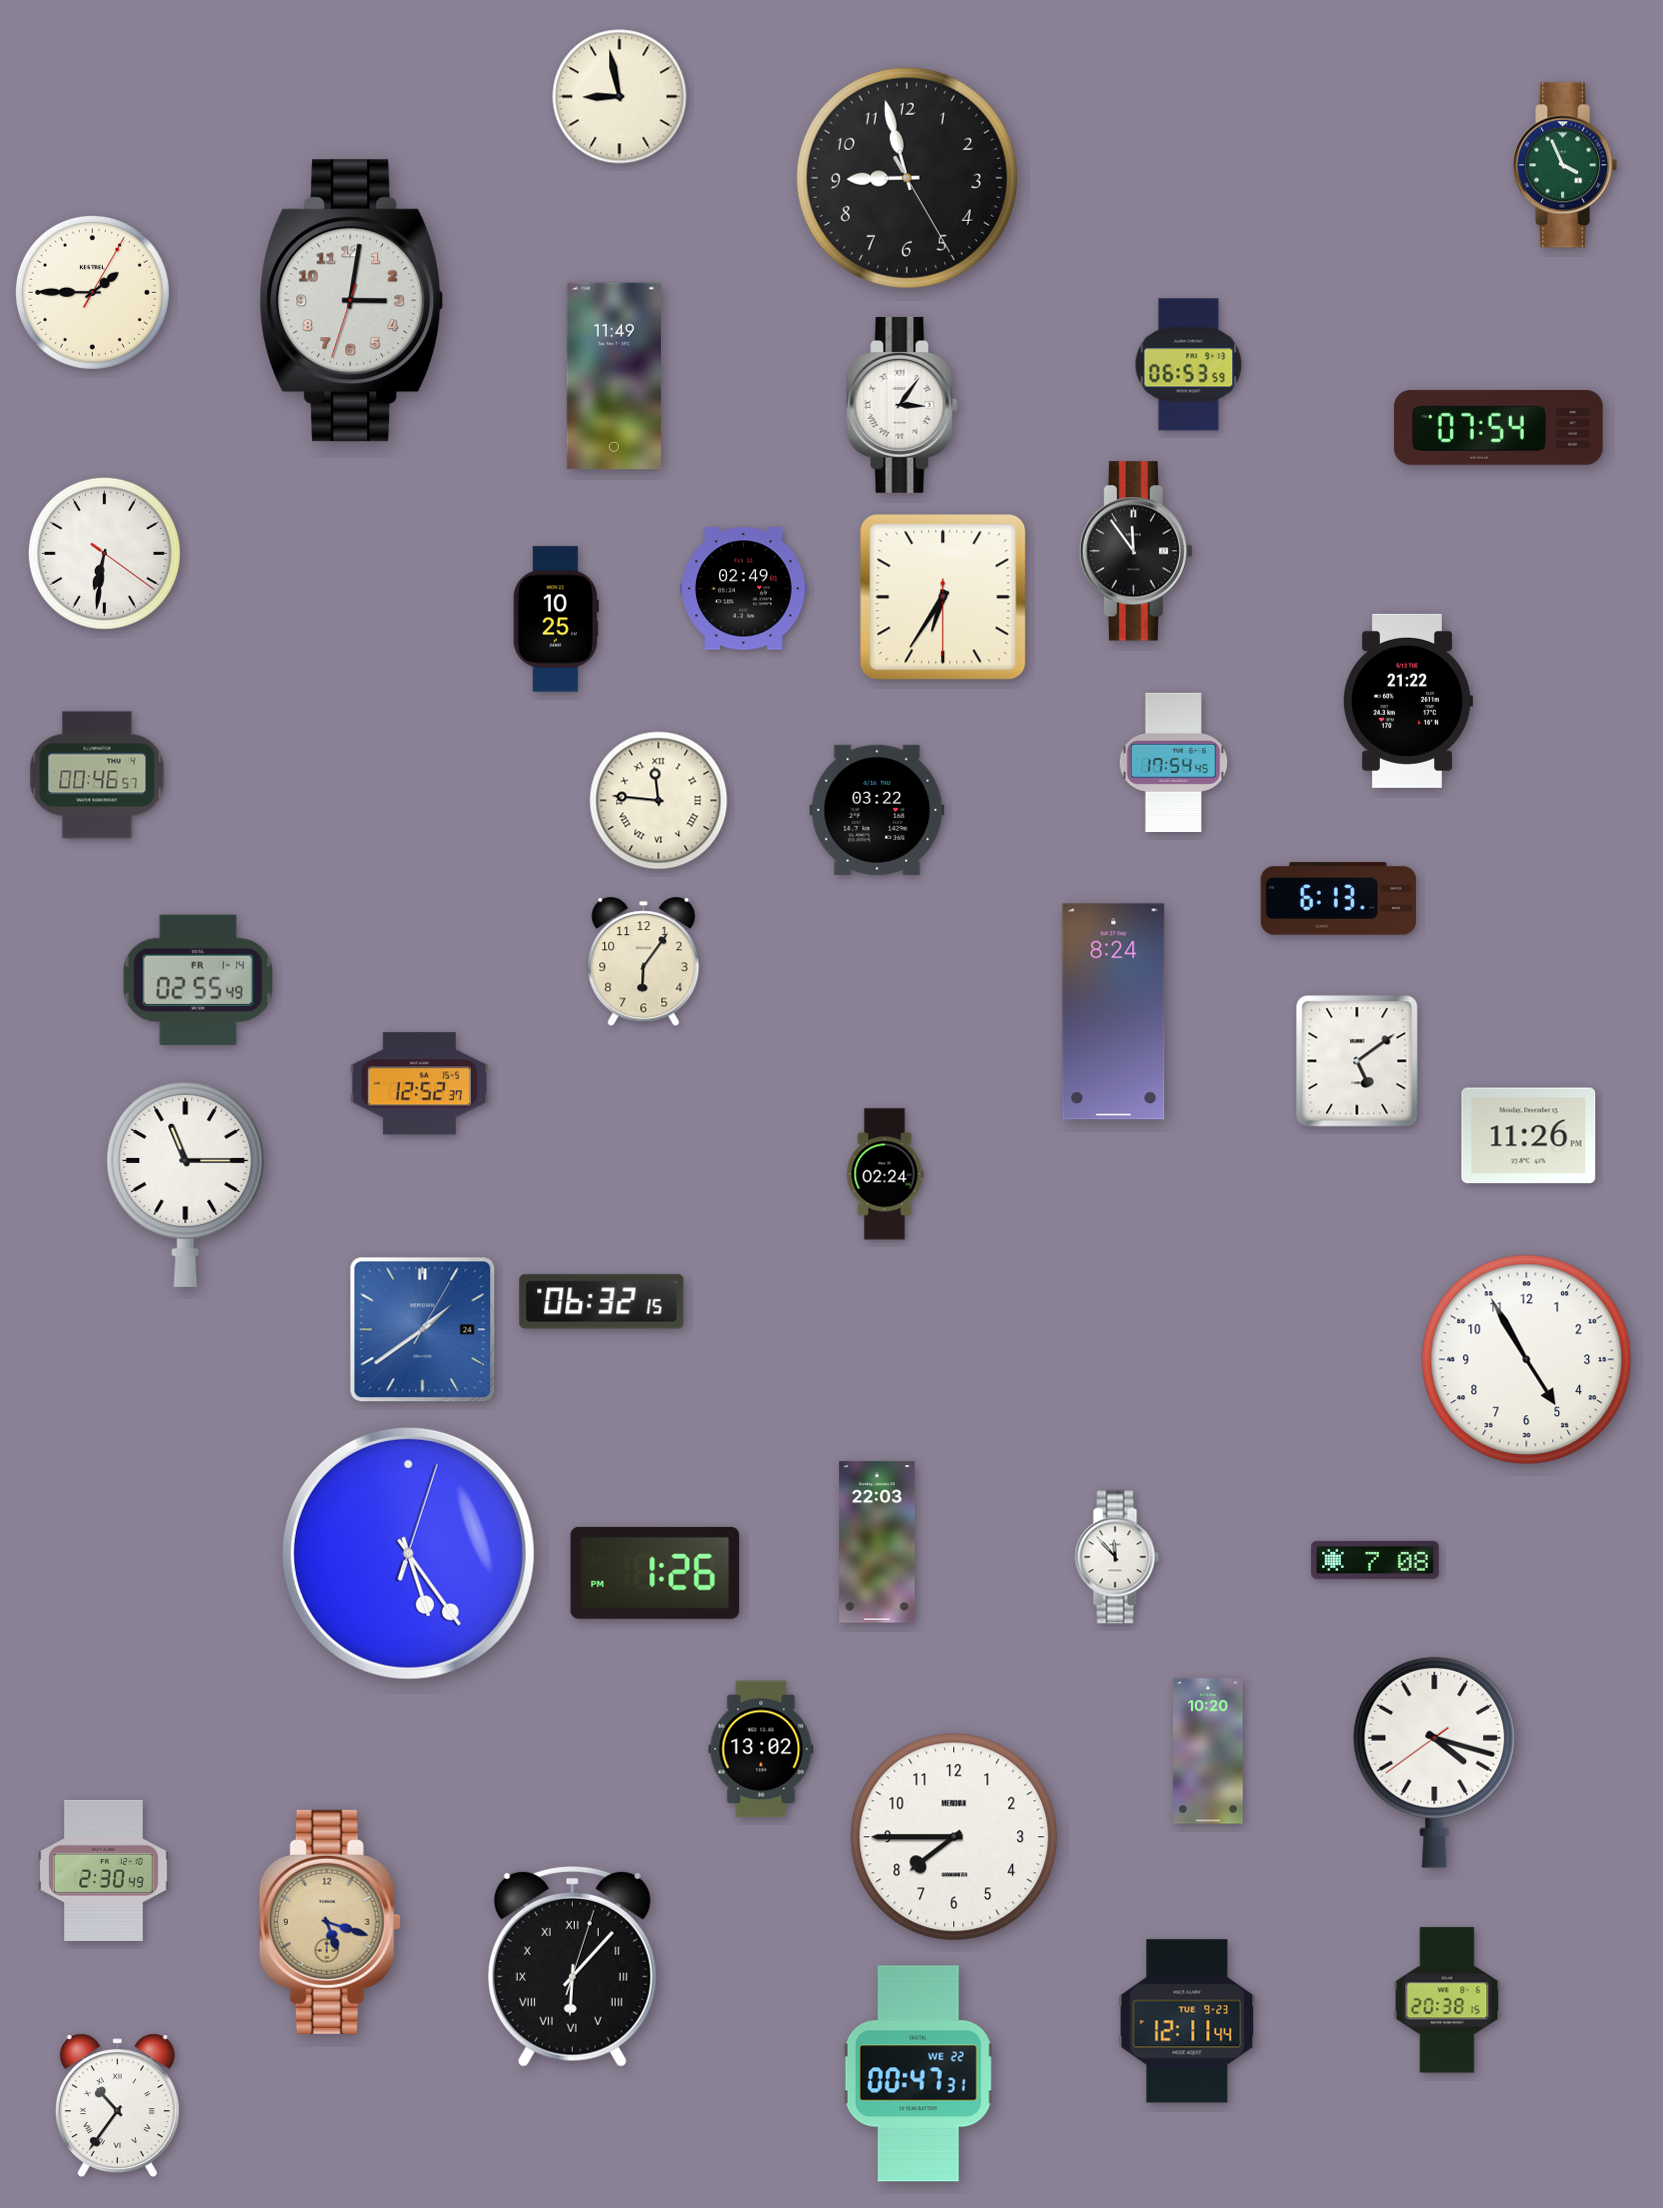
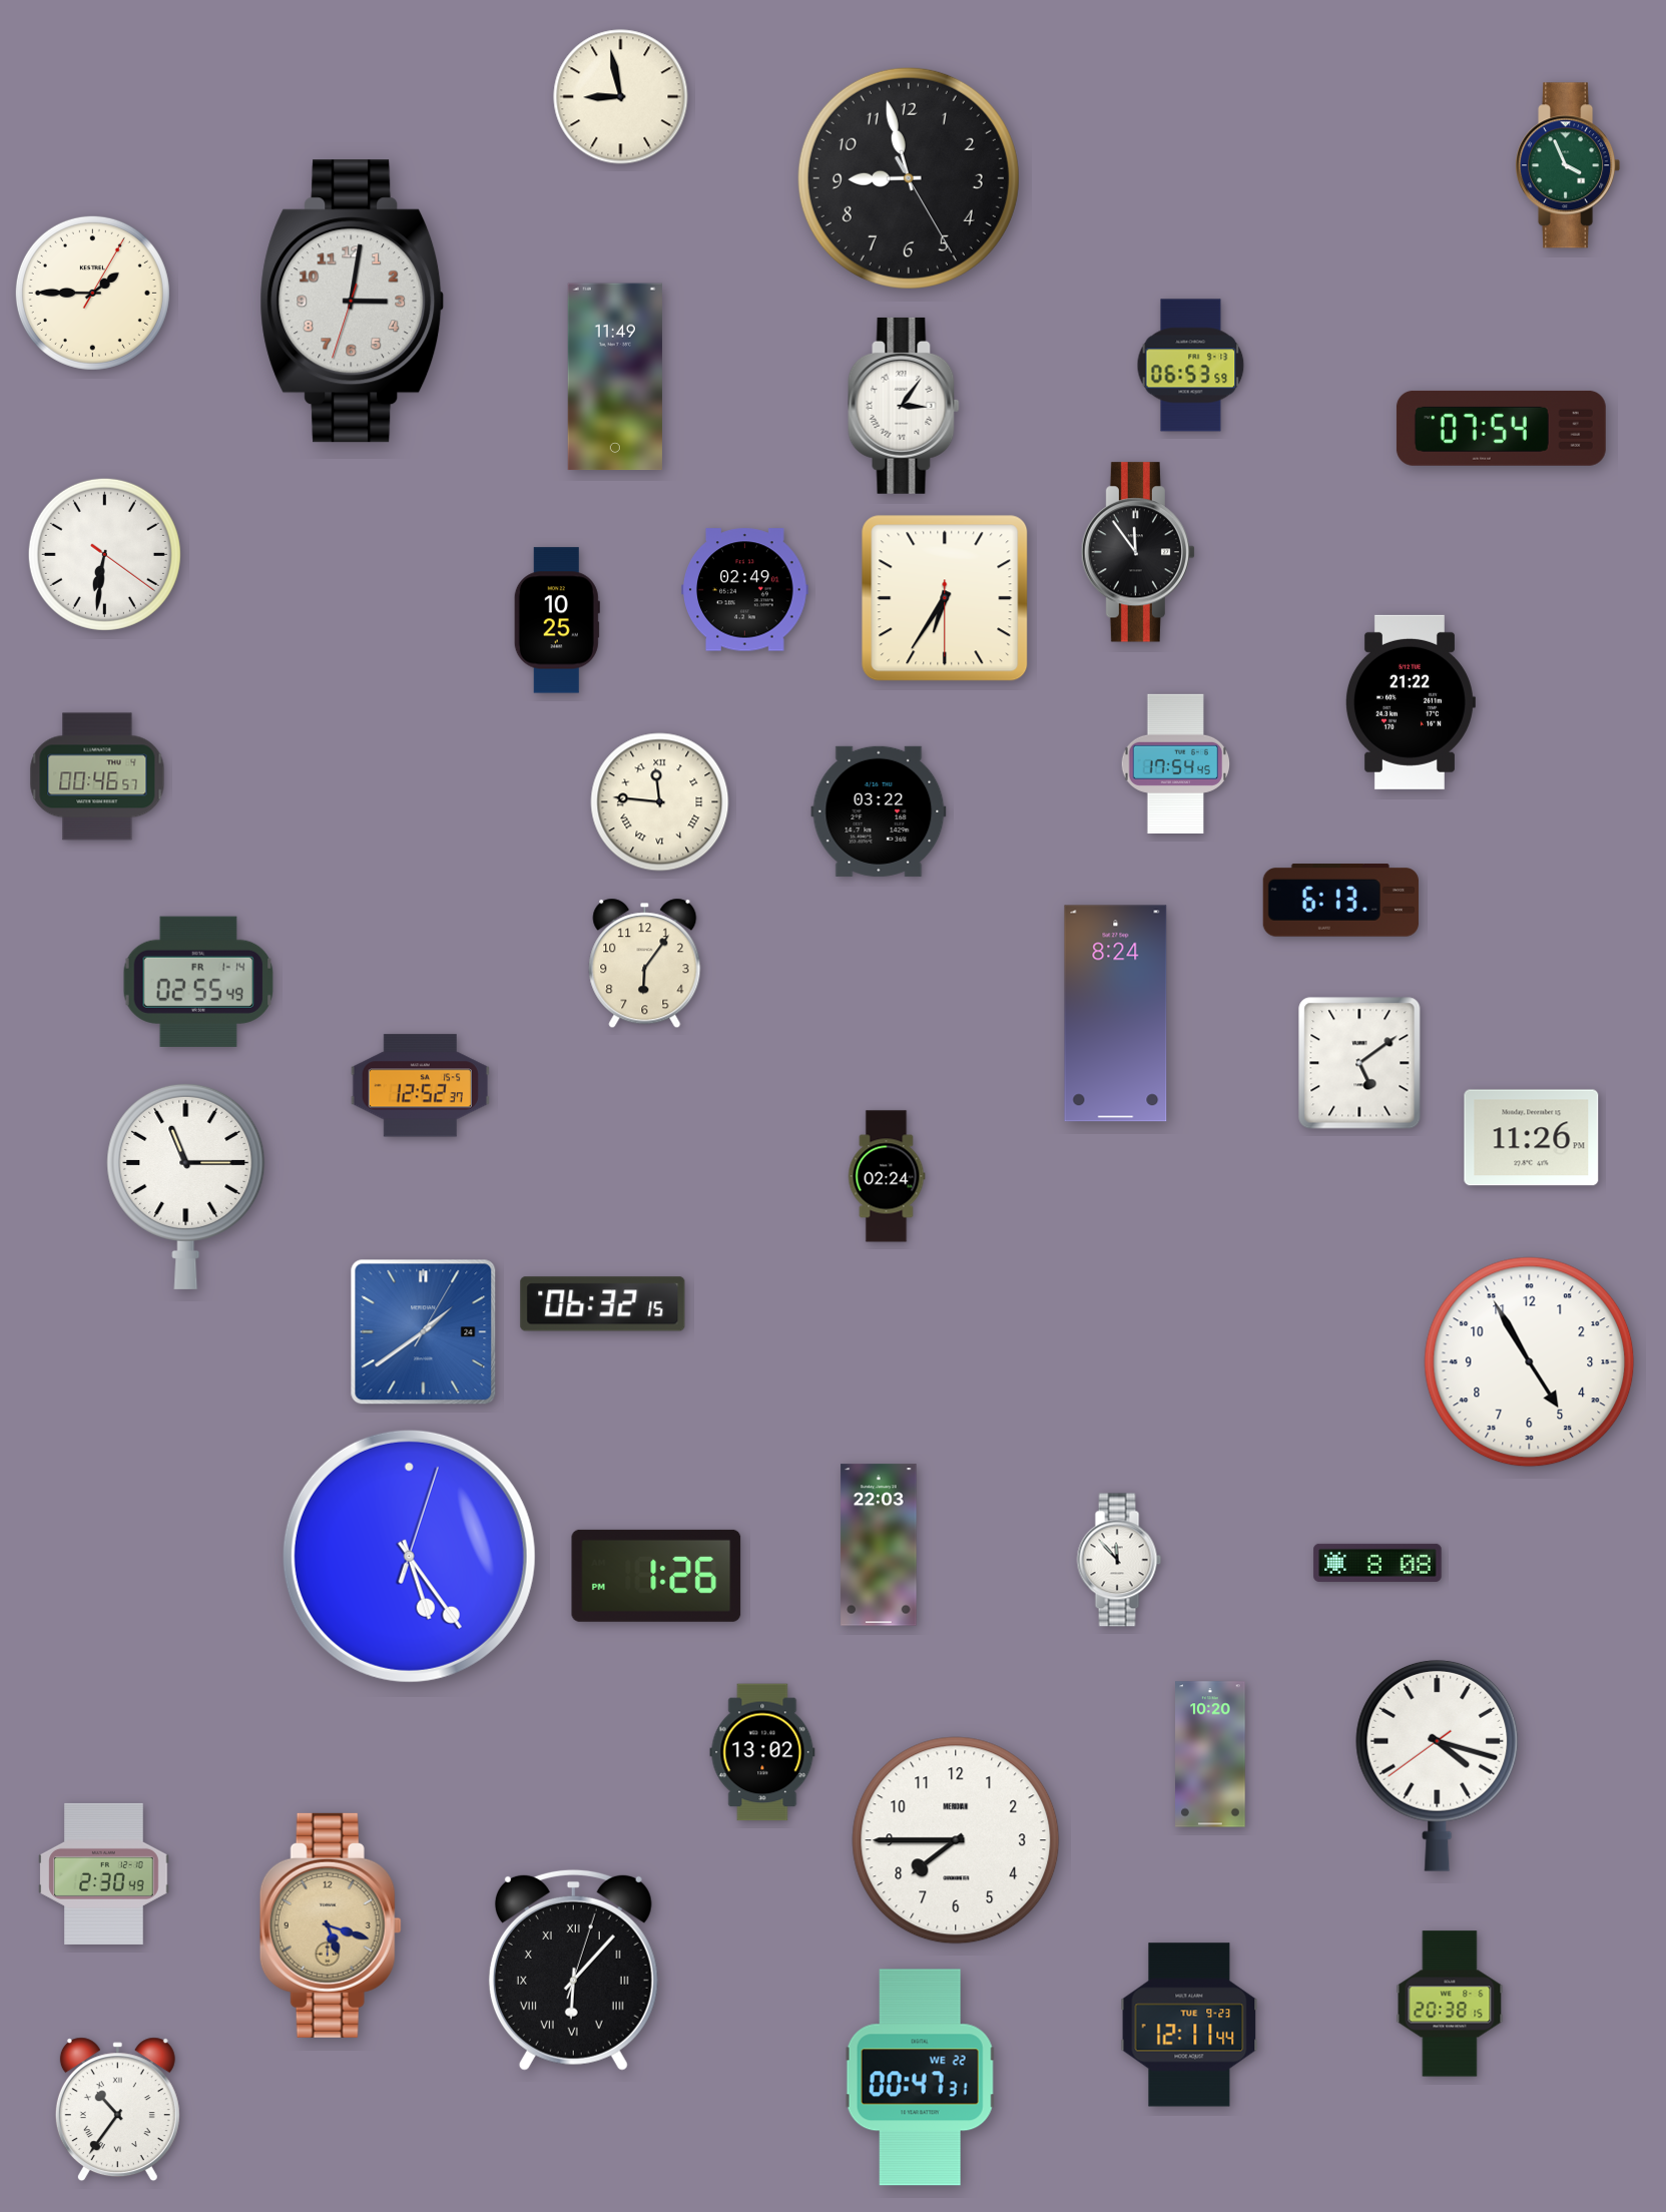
clock at (1375, 1560): 7:08 -> 8:08
